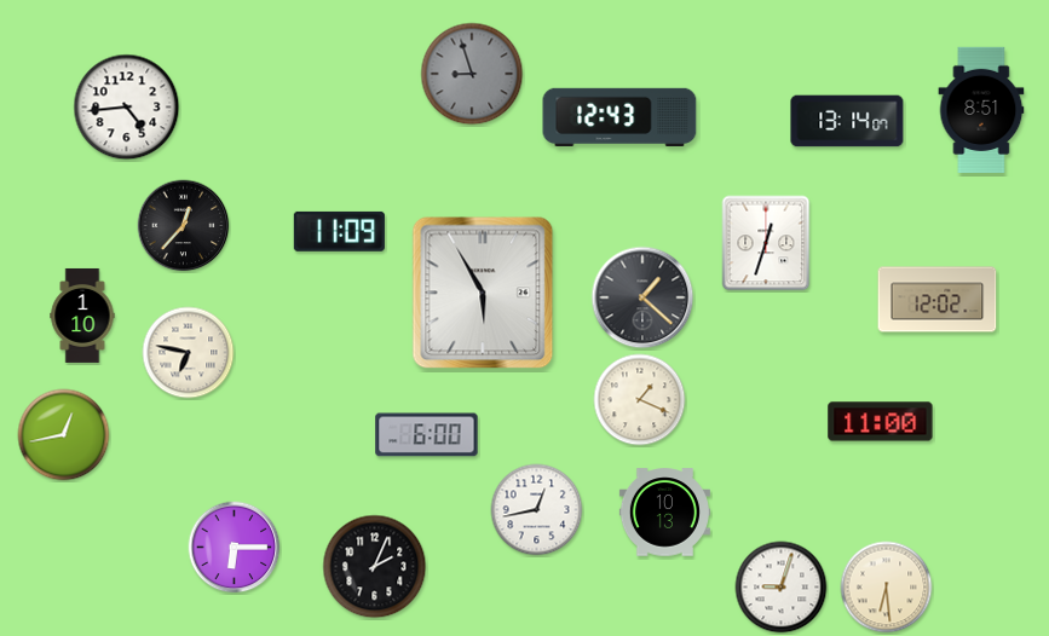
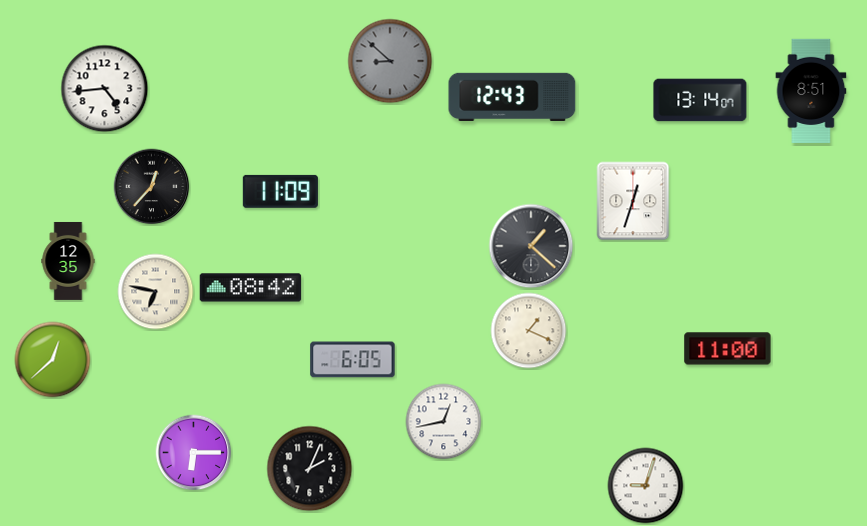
clock at (472, 74): 8:57 -> 8:52
clock at (483, 293): 5:55 -> none
clock at (938, 300): 12:02 -> none
clock at (82, 316): 1:10 -> 12:35
clock at (251, 288): none -> 08:42
clock at (64, 435): 12:43 -> 12:38
clock at (427, 435): 6:00 -> 6:05
clock at (664, 513): 10:13 -> none
clock at (887, 588): 6:29 -> none
